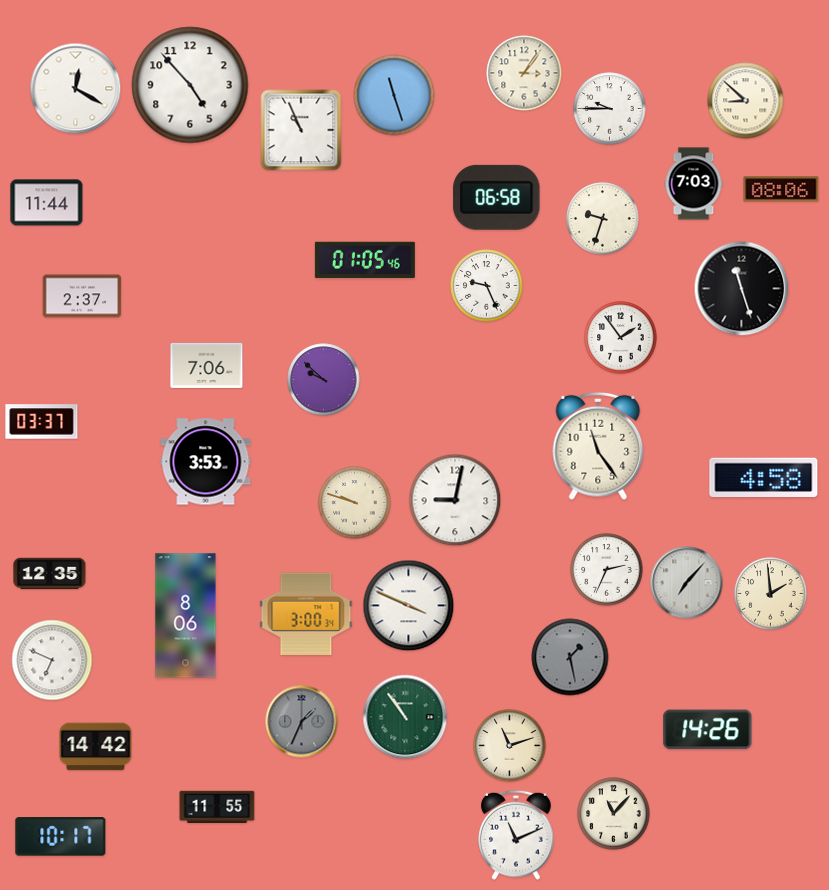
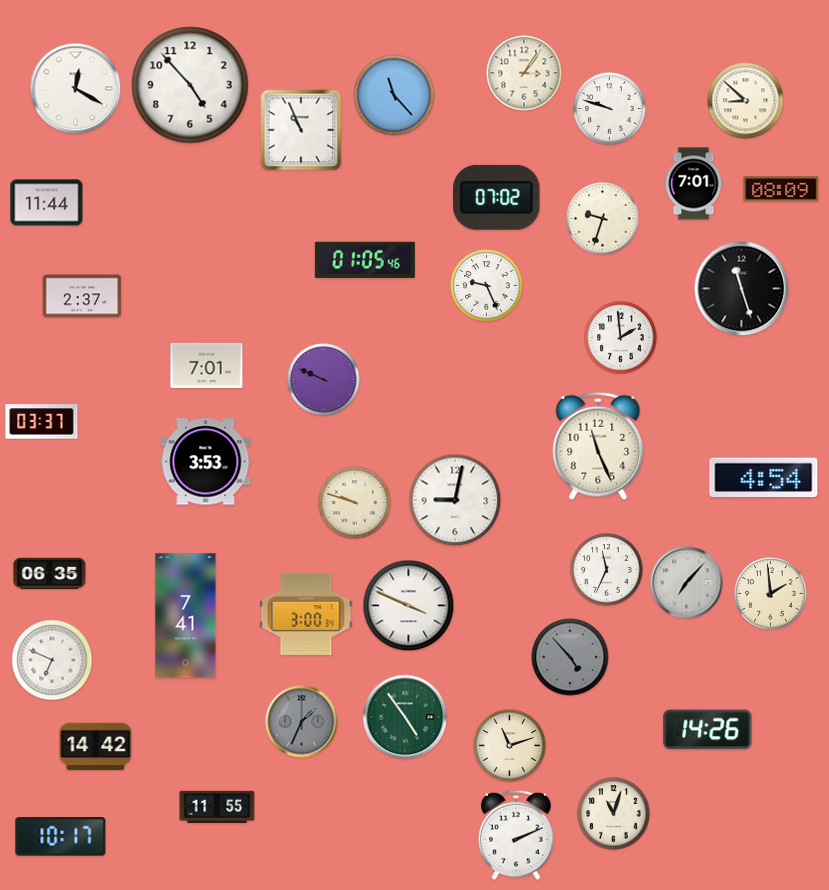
clock at (394, 95): 11:27 -> 11:23
clock at (610, 109): 9:45 -> 9:48
clock at (694, 184): 7:03 -> 7:01
clock at (781, 189): 08:06 -> 08:09
clock at (497, 197): 06:58 -> 07:02
clock at (621, 338): 1:54 -> 1:59
clock at (207, 365): 7:06 -> 7:01
clock at (324, 380): 9:52 -> 9:49
clock at (598, 446): 11:24 -> 11:26
clock at (764, 478): 4:58 -> 4:54
clock at (607, 570): 2:34 -> 11:34
clock at (50, 574): 12:35 -> 06:35
clock at (186, 616): 8:06 -> 7:41
clock at (570, 657): 1:28 -> 4:53
clock at (405, 717): 10:54 -> 4:54
clock at (614, 814): 11:07 -> 11:03
clock at (516, 835): 11:11 -> 2:11
